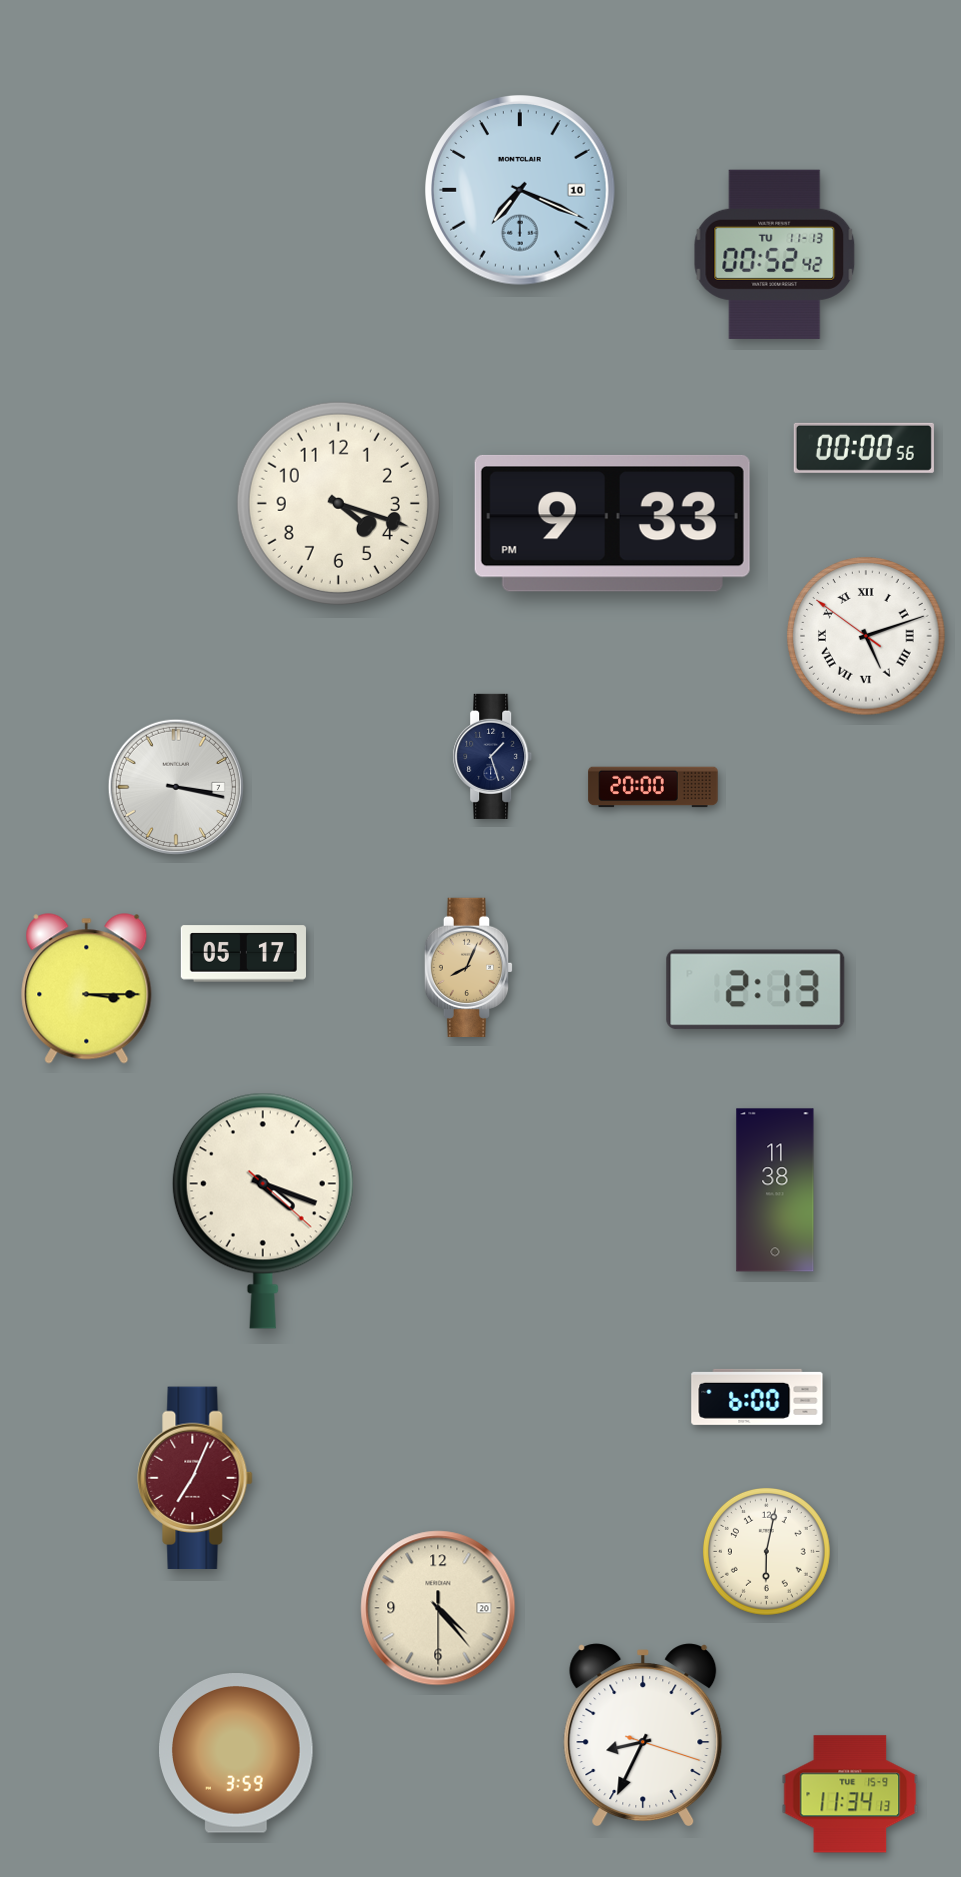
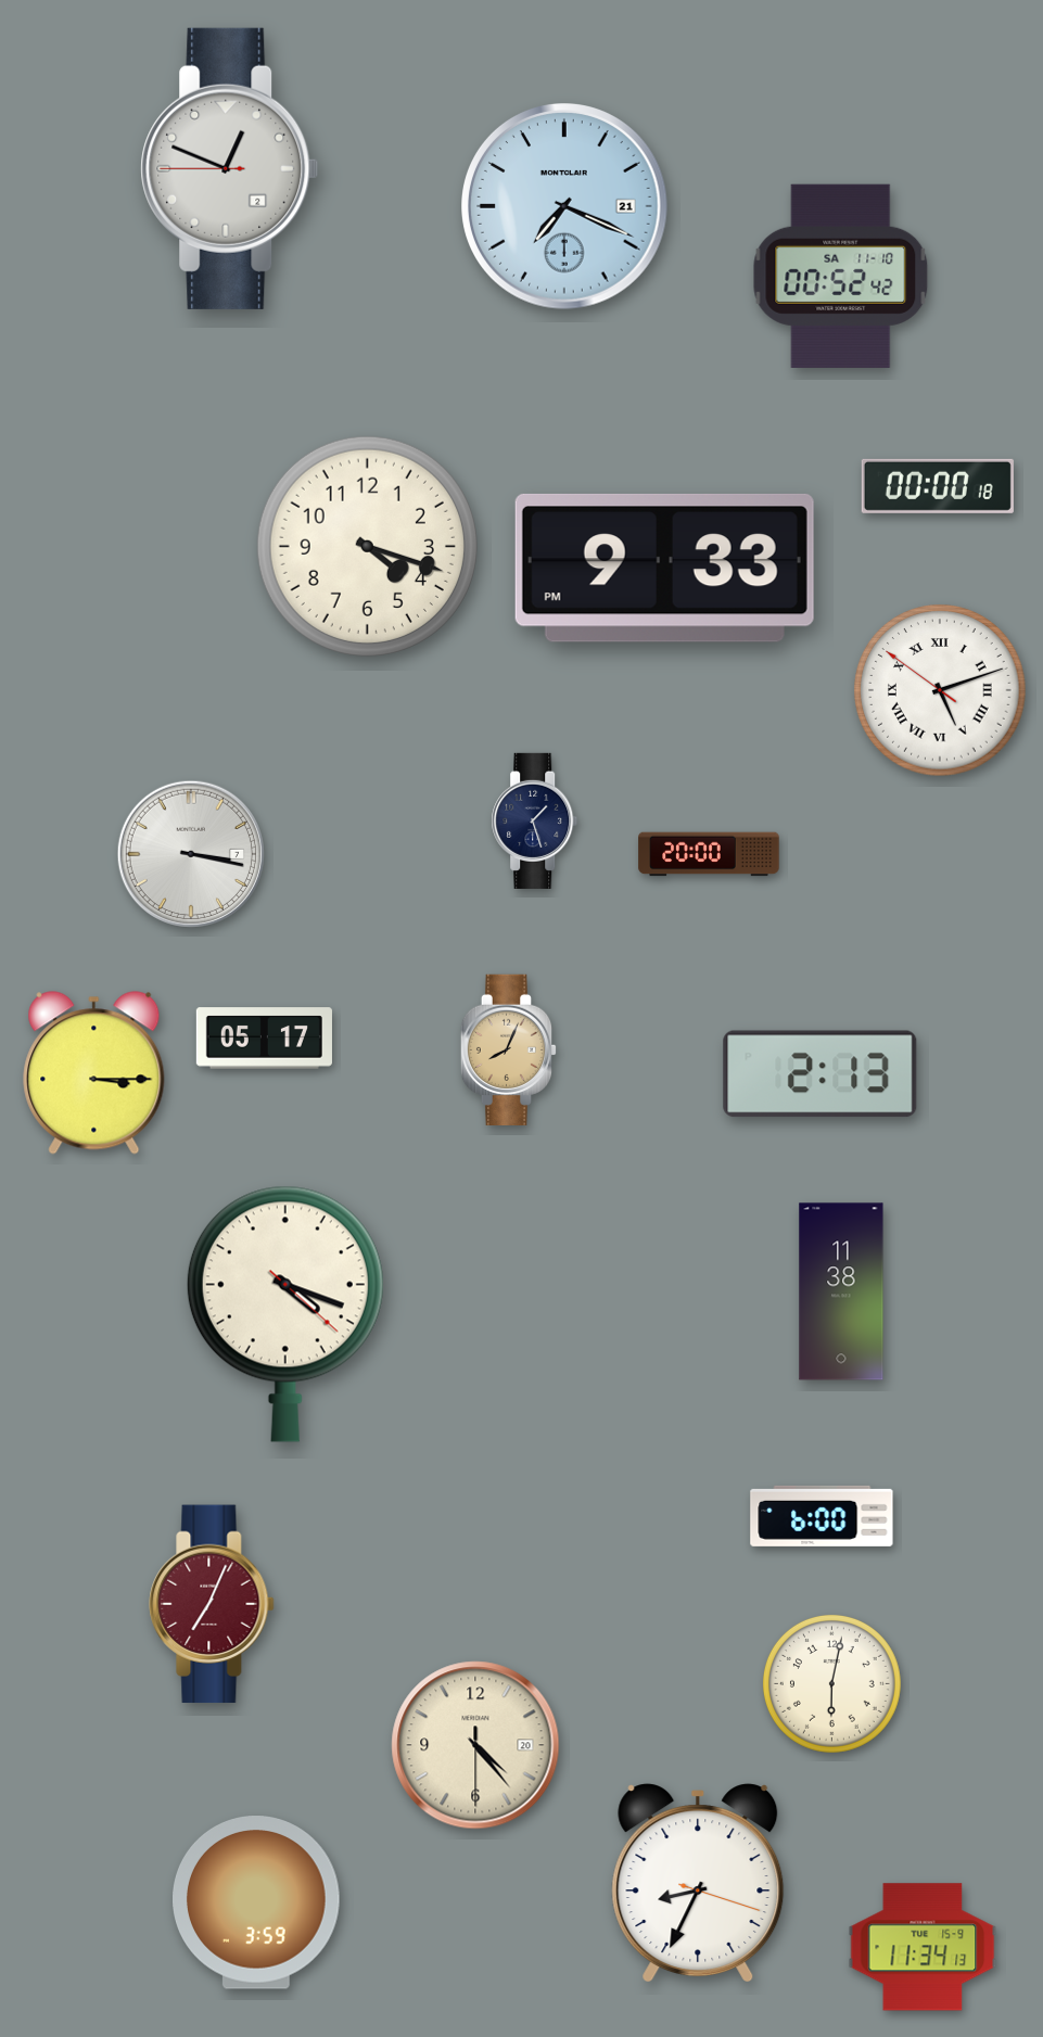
clock at (230, 168): none -> 12:48
clock at (521, 191) date: 10 -> 21
clock at (775, 254) date: TU 11-13 -> SA 11-10
clock at (864, 448): 00:00:56 -> 00:00:18
clock at (243, 954) position: (243, 954) -> (264, 1039)
